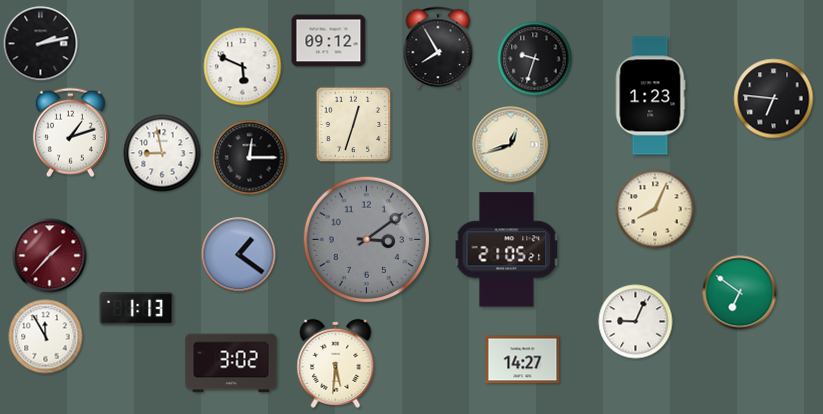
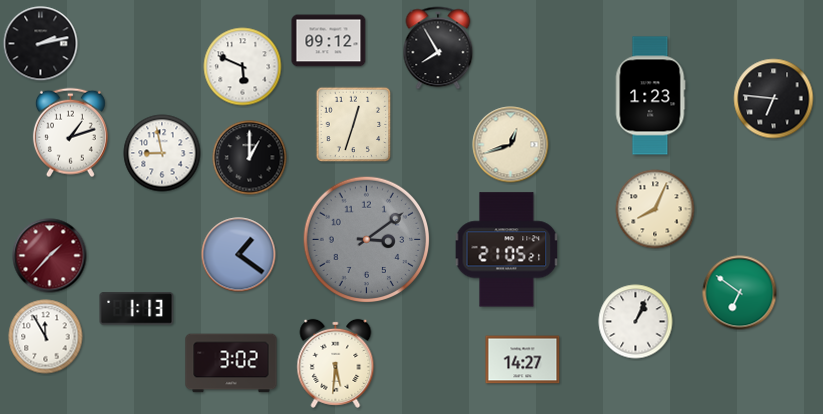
clock at (535, 59): 9:33 -> none
clock at (250, 158): 12:15 -> 1:00
clock at (636, 322): 9:04 -> 1:04
